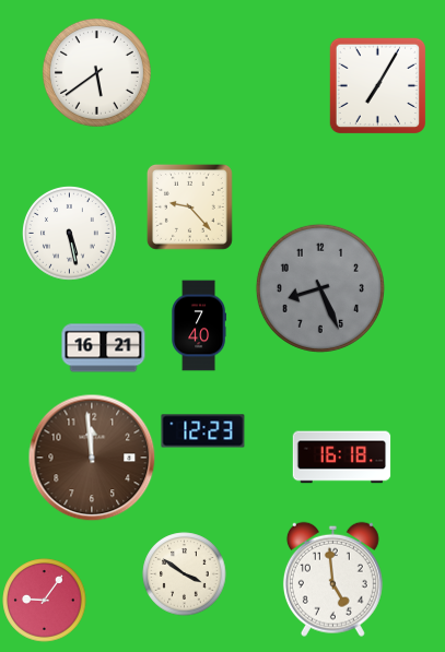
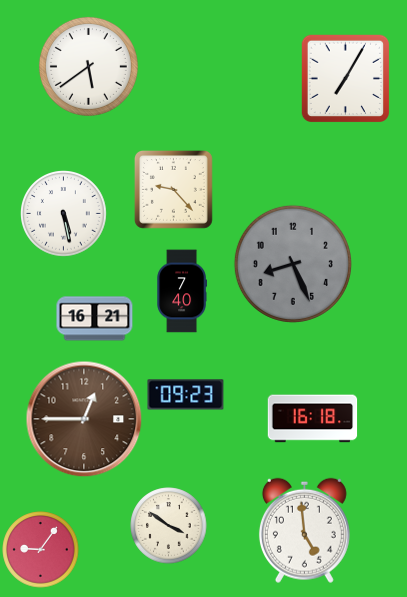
clock at (198, 325) position: (198, 325) -> (181, 291)
clock at (203, 431): 12:23 -> 09:23
clock at (92, 458): 11:59 -> 12:45
